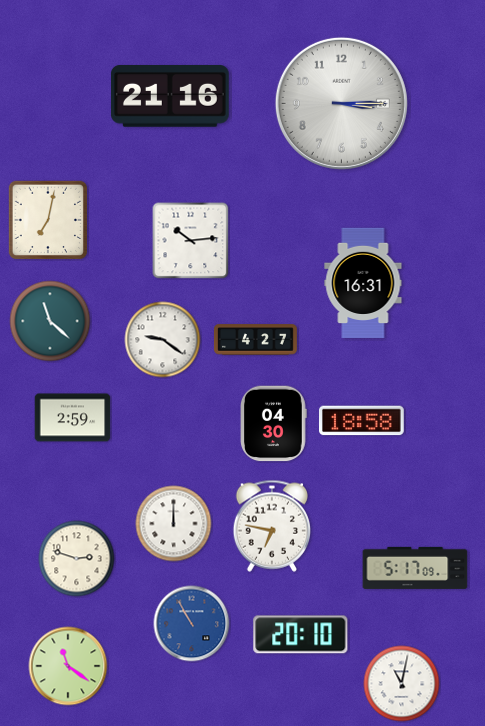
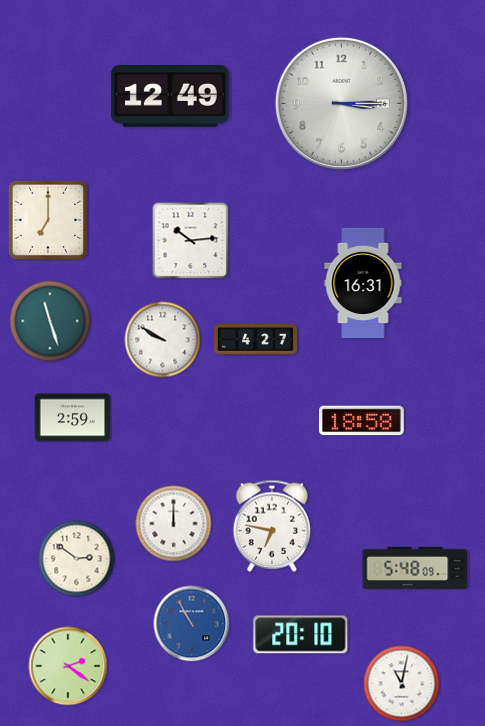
clock at (171, 97): 21:16 -> 12:49
clock at (47, 219): 7:02 -> 7:00
clock at (50, 321): 11:22 -> 11:27
clock at (163, 340): 9:21 -> 9:50
clock at (274, 424): 04:30 -> none
clock at (77, 559): 2:48 -> 2:51
clock at (415, 568): 5:17 -> 5:48
clock at (68, 666): 11:21 -> 2:21
